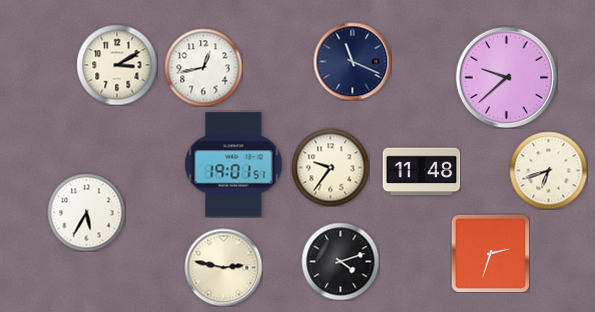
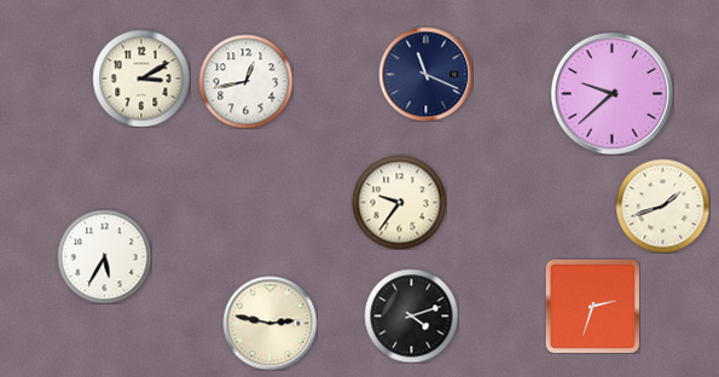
clock at (234, 165): 19:01 -> none
clock at (548, 170): 6:42 -> 1:42
clock at (421, 172): 11:48 -> none
